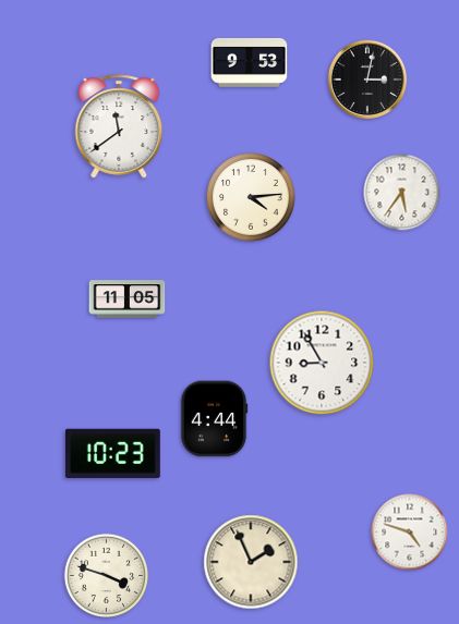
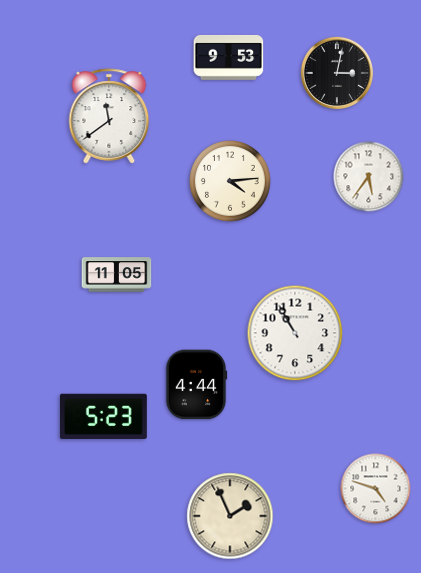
clock at (322, 363): 8:55 -> 10:55
clock at (112, 453): 10:23 -> 5:23
clock at (106, 575): 3:48 -> none
